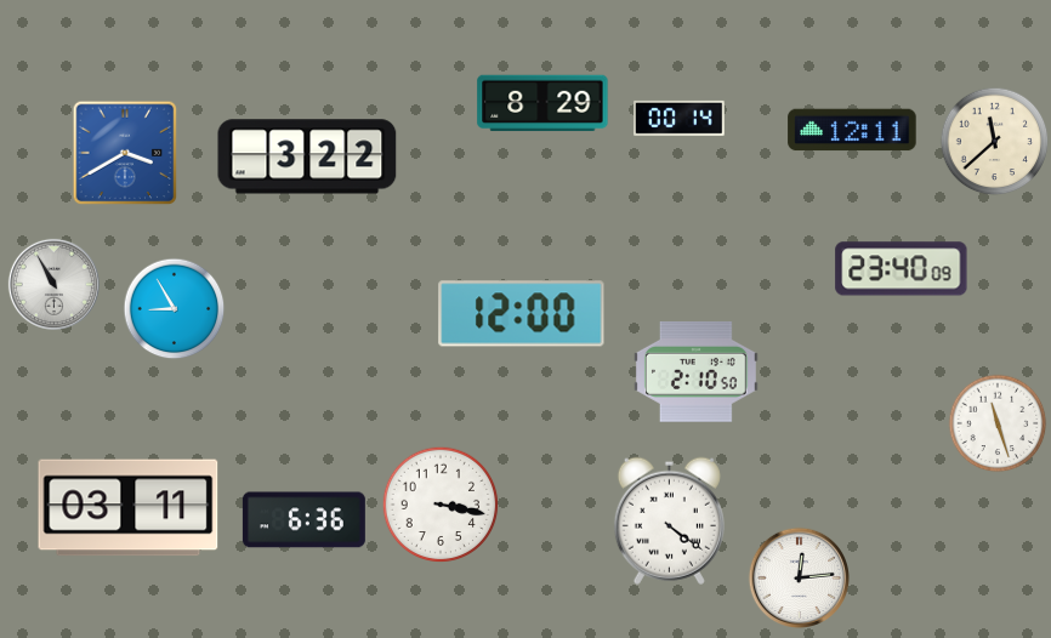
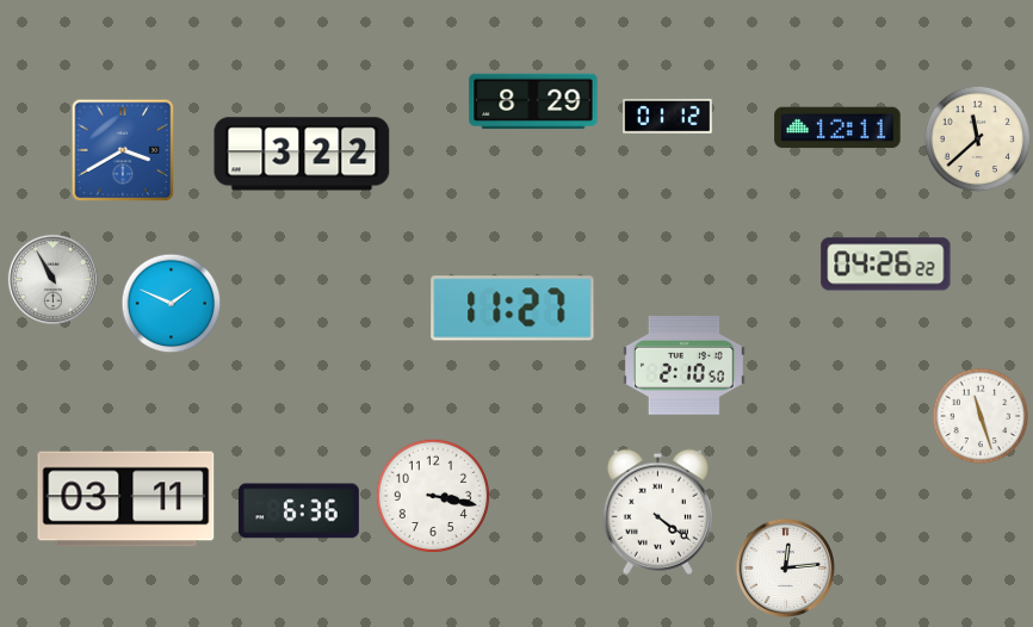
clock at (680, 118): 00:14 -> 01:12
clock at (902, 269): 23:40 -> 04:26
clock at (175, 309): 8:55 -> 1:49
clock at (522, 314): 12:00 -> 11:27
